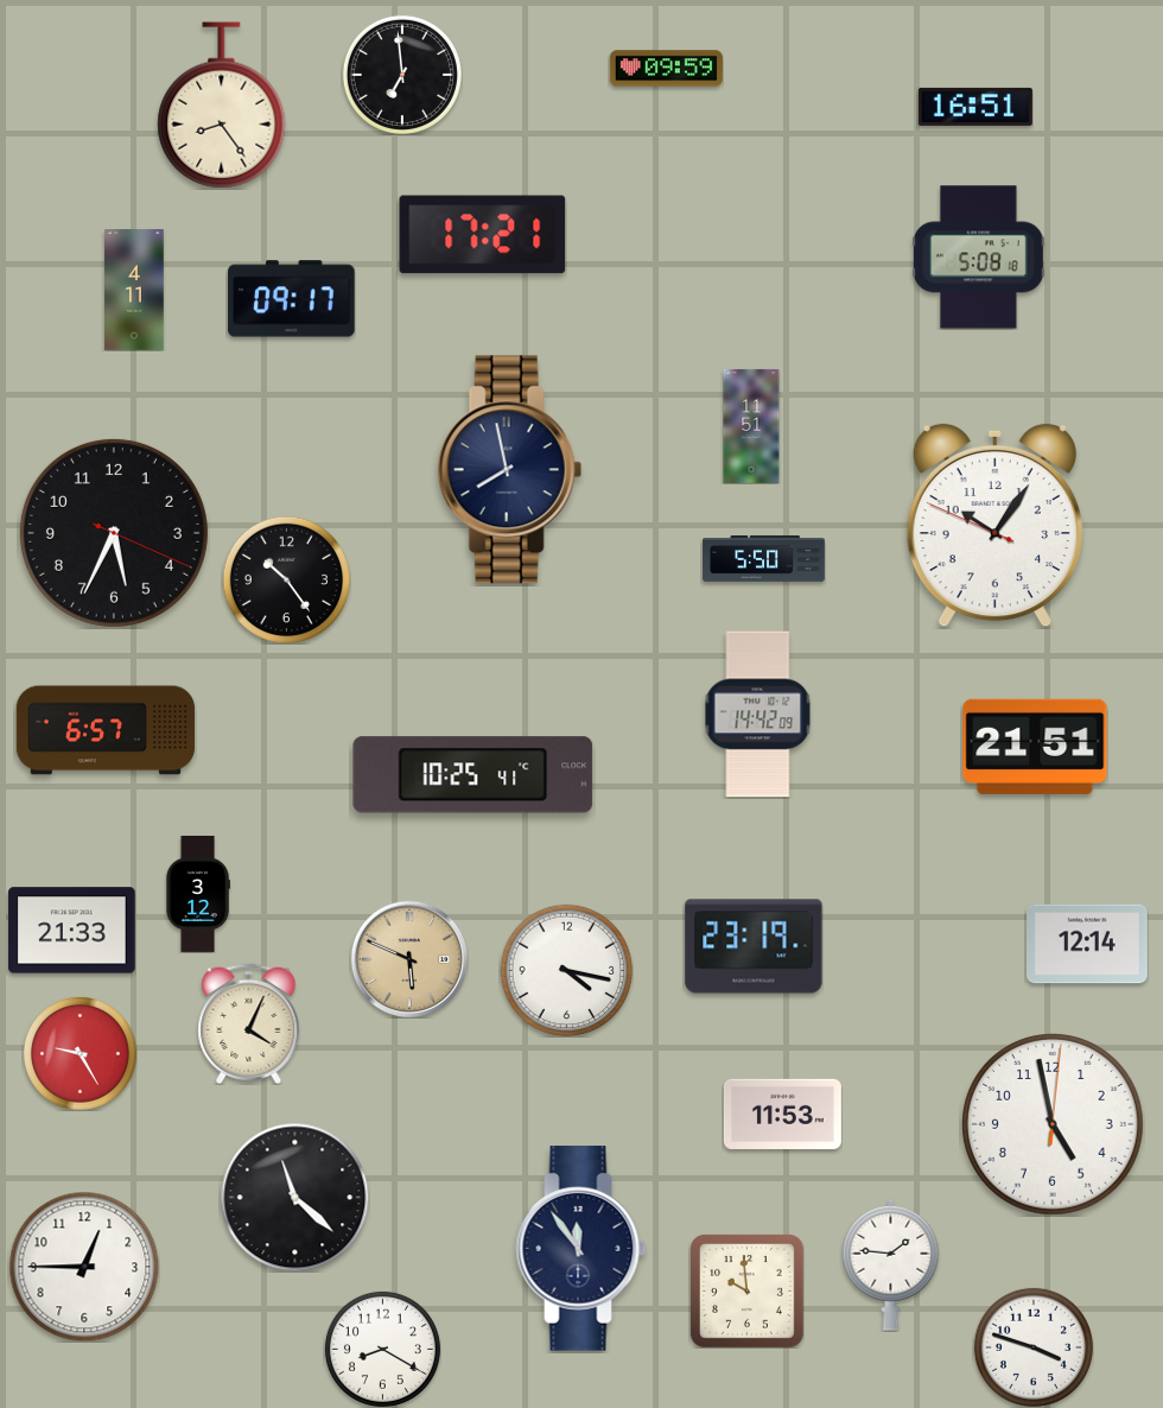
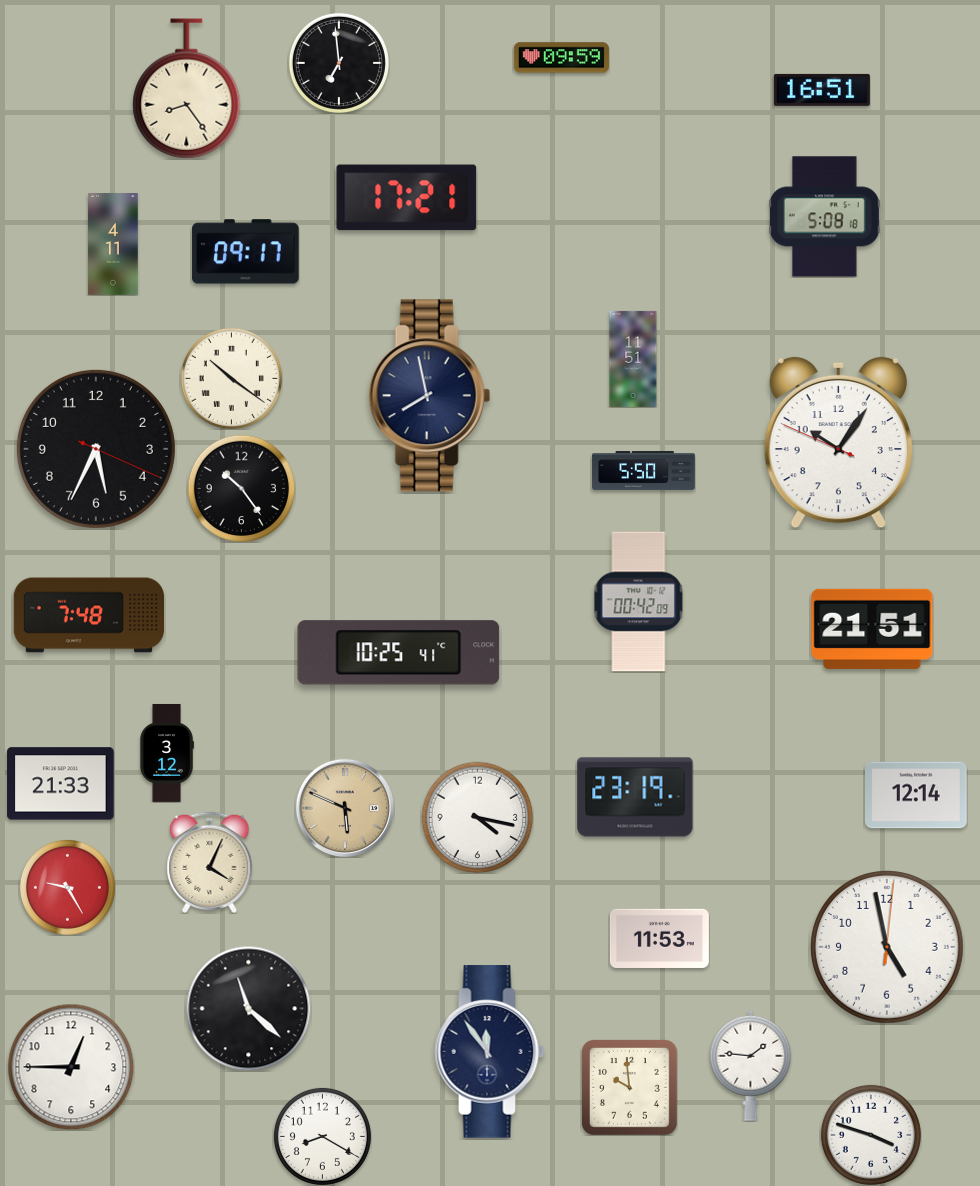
clock at (231, 378): none -> 10:21
clock at (758, 715): 14:42 -> 00:42
clock at (106, 730): 6:57 -> 7:48
